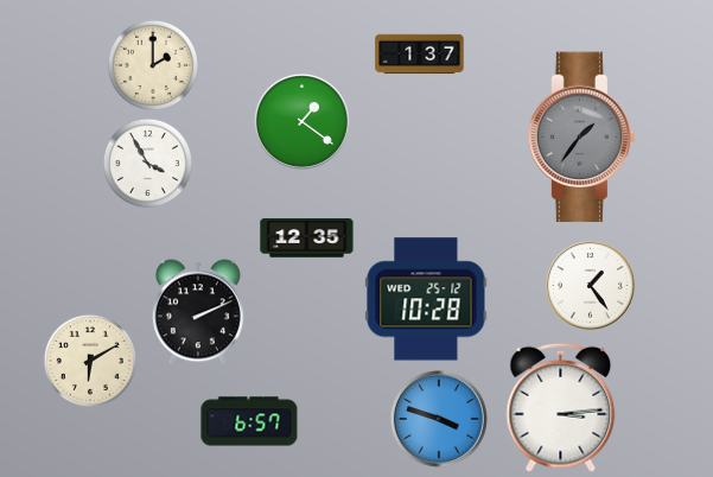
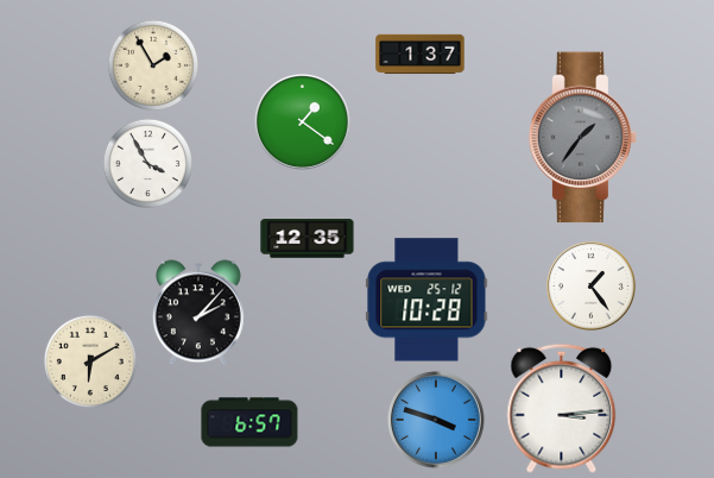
clock at (153, 65): 2:00 -> 1:55
clock at (198, 312): 2:11 -> 2:07
clock at (439, 419) position: (439, 419) -> (436, 420)
